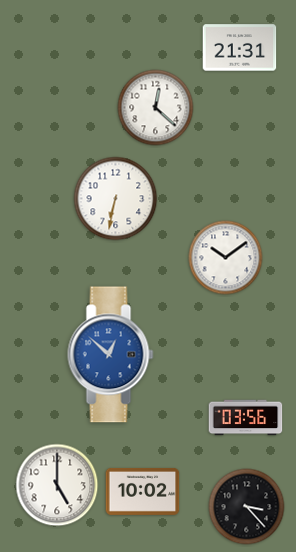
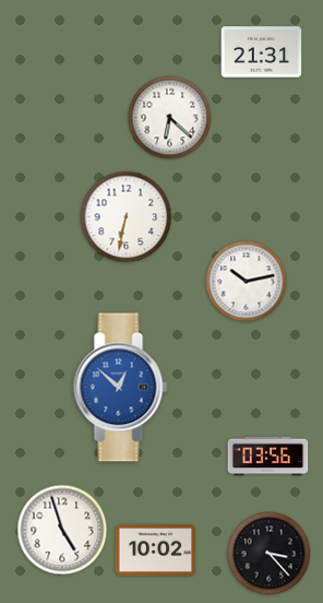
clock at (156, 108): 12:22 -> 6:22
clock at (226, 258): 10:09 -> 10:13
clock at (57, 485): 5:00 -> 4:57
clock at (143, 491) position: (143, 491) -> (156, 549)
